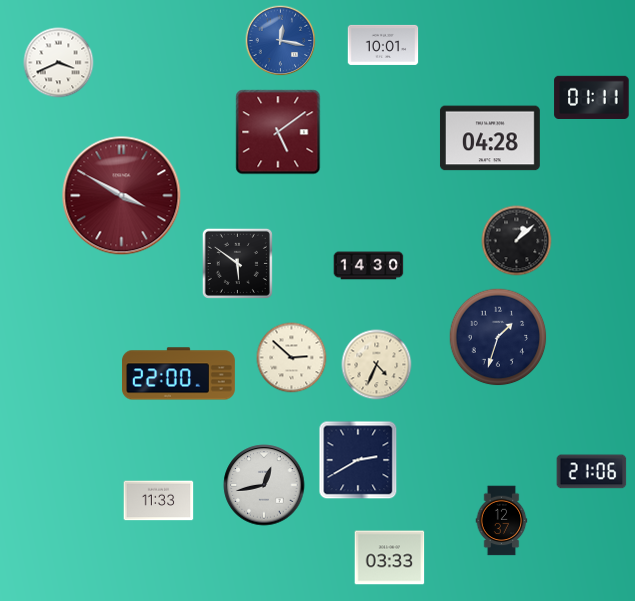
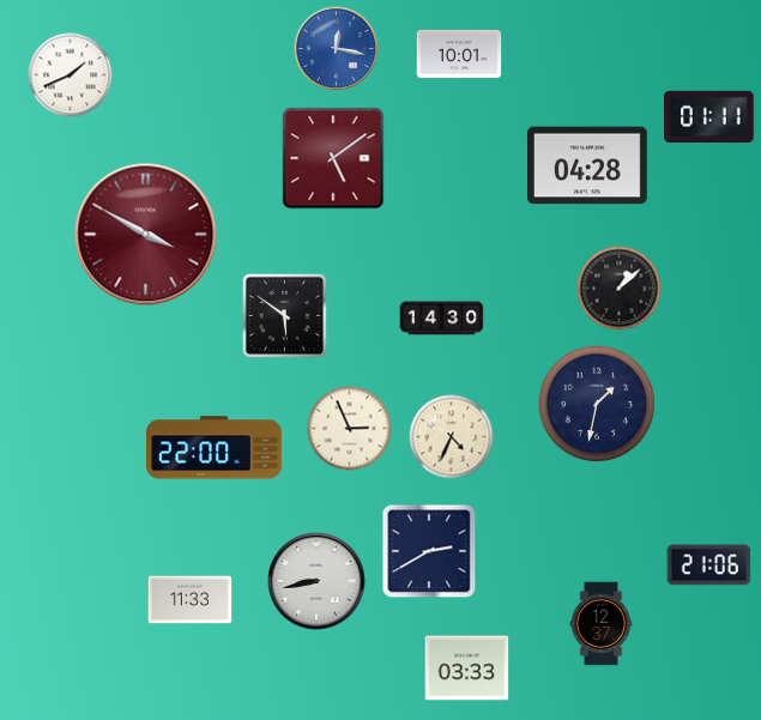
clock at (59, 63): 3:41 -> 1:41
clock at (498, 337): 1:33 -> 1:32
clock at (292, 358): 2:52 -> 2:56
clock at (264, 485): 12:43 -> 8:43
